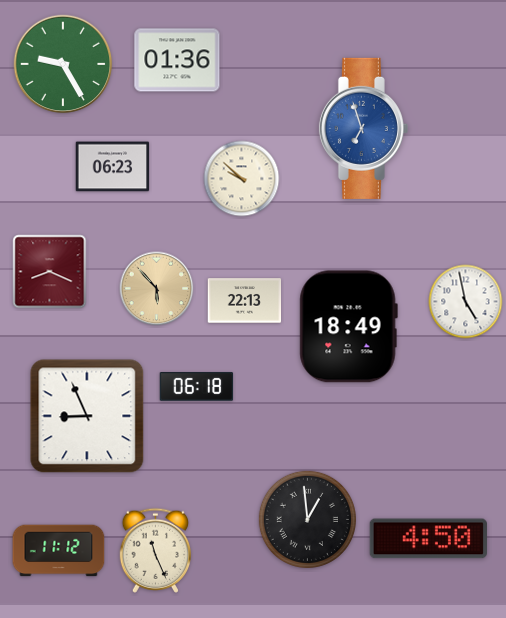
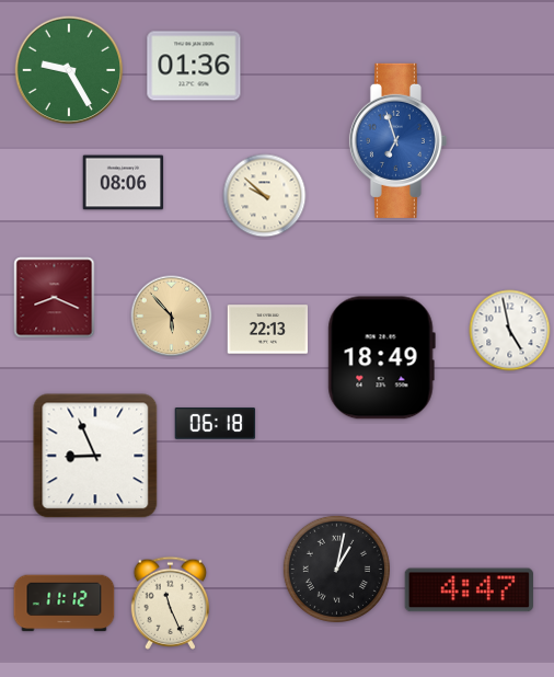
clock at (113, 167): 06:23 -> 08:06
clock at (307, 519): 12:59 -> 1:02
clock at (428, 539): 4:50 -> 4:47
